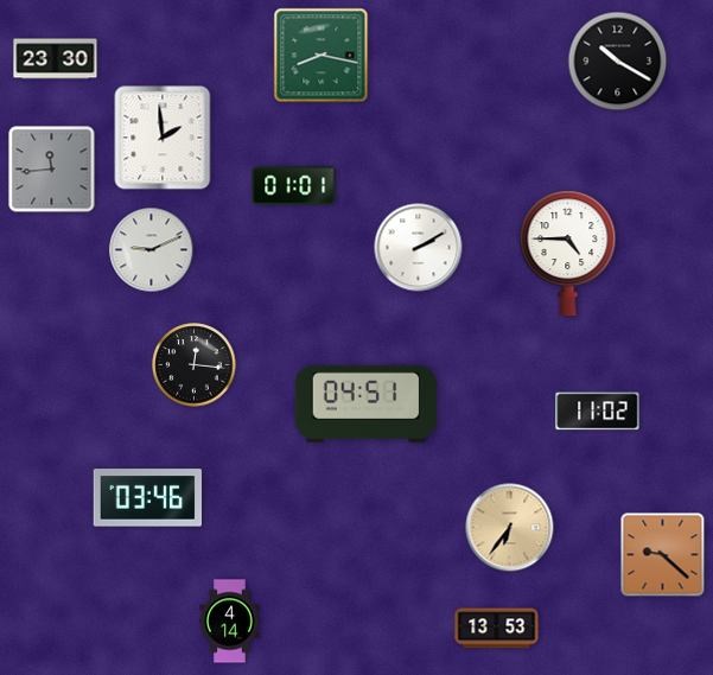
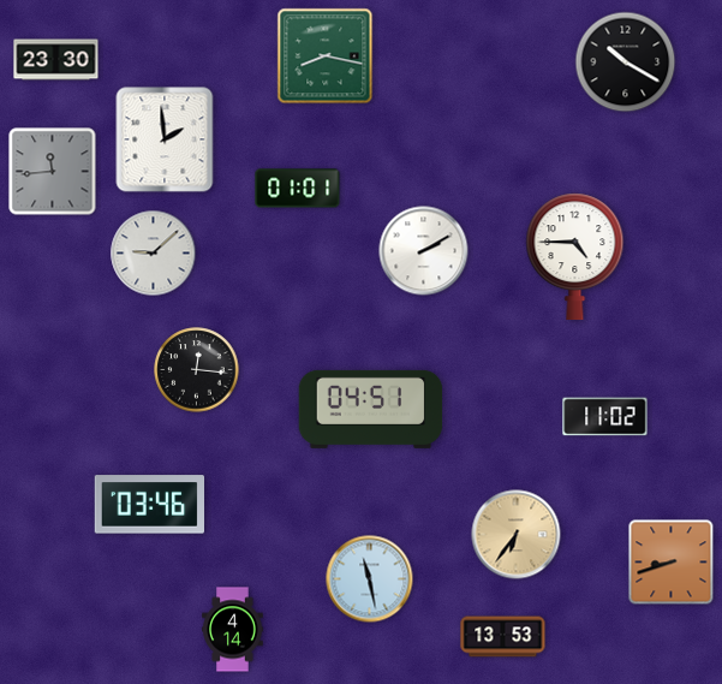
clock at (152, 250): 9:11 -> 9:08
clock at (663, 555): 9:22 -> 8:42
clock at (370, 579): none -> 11:28
